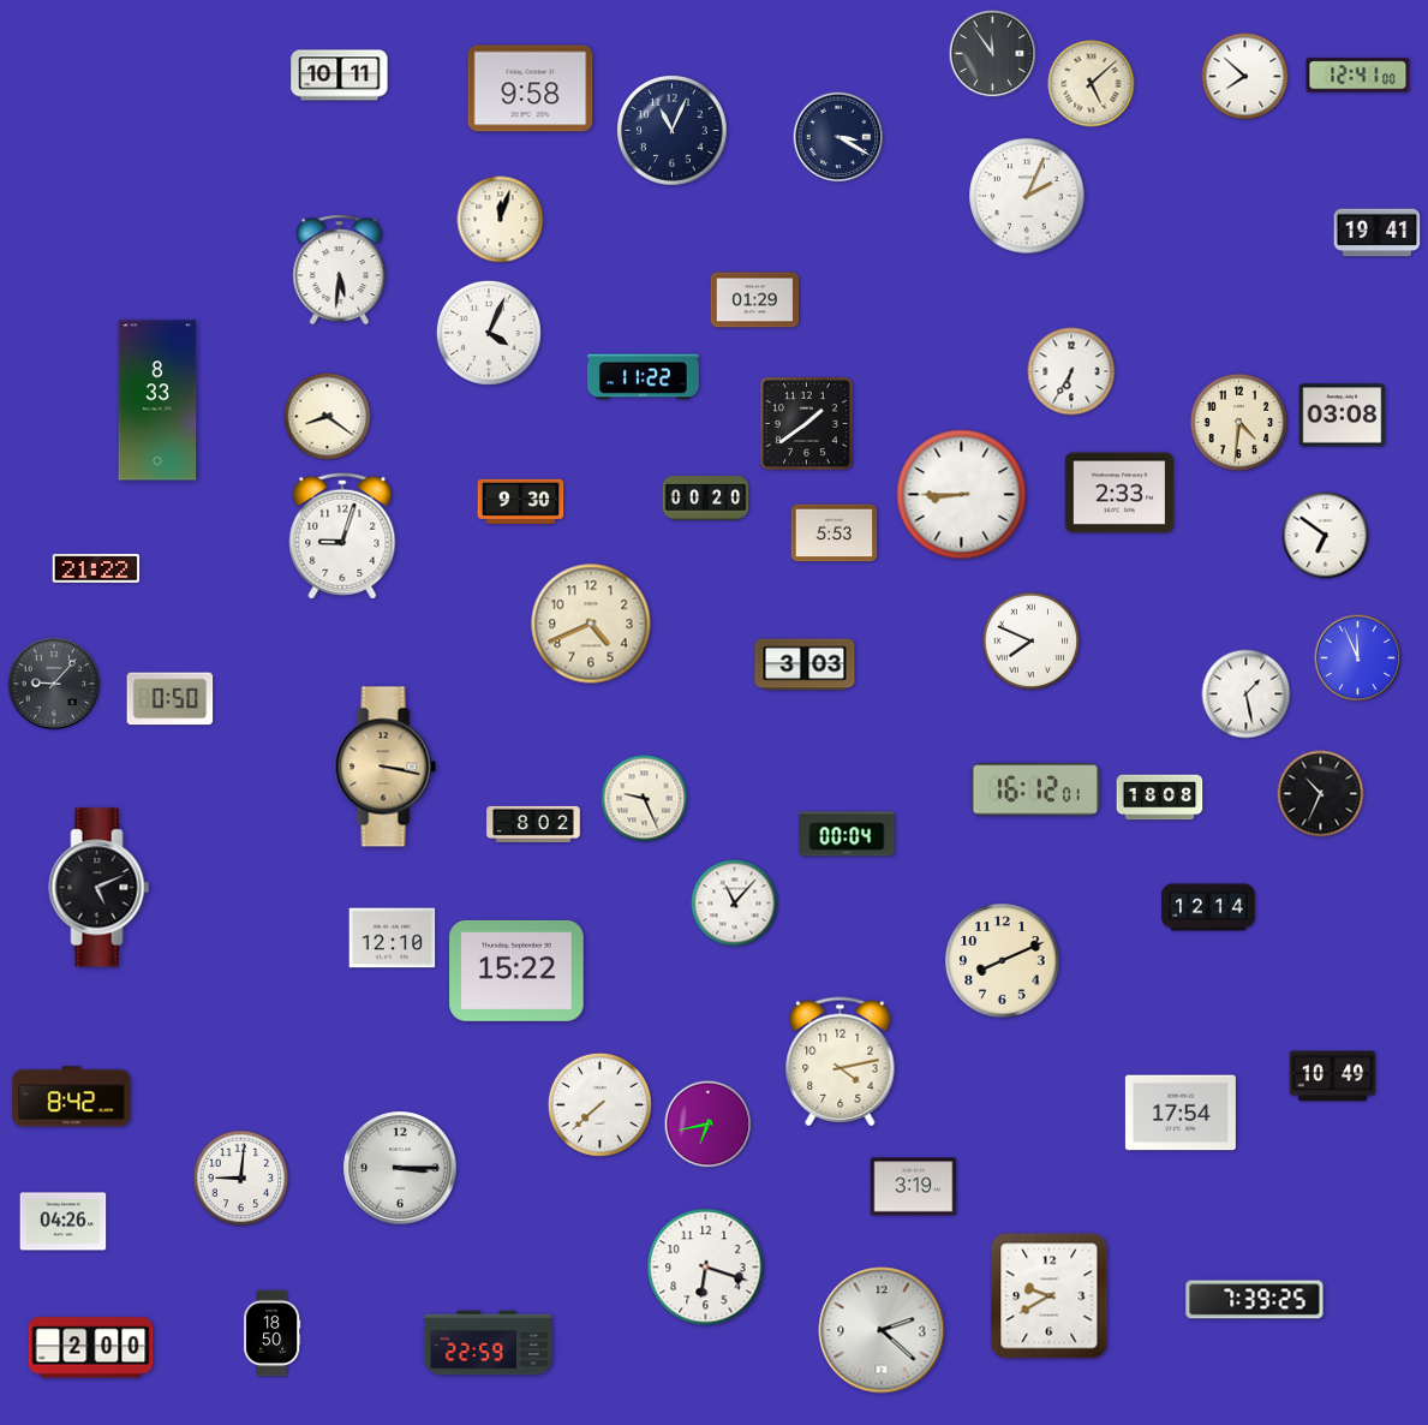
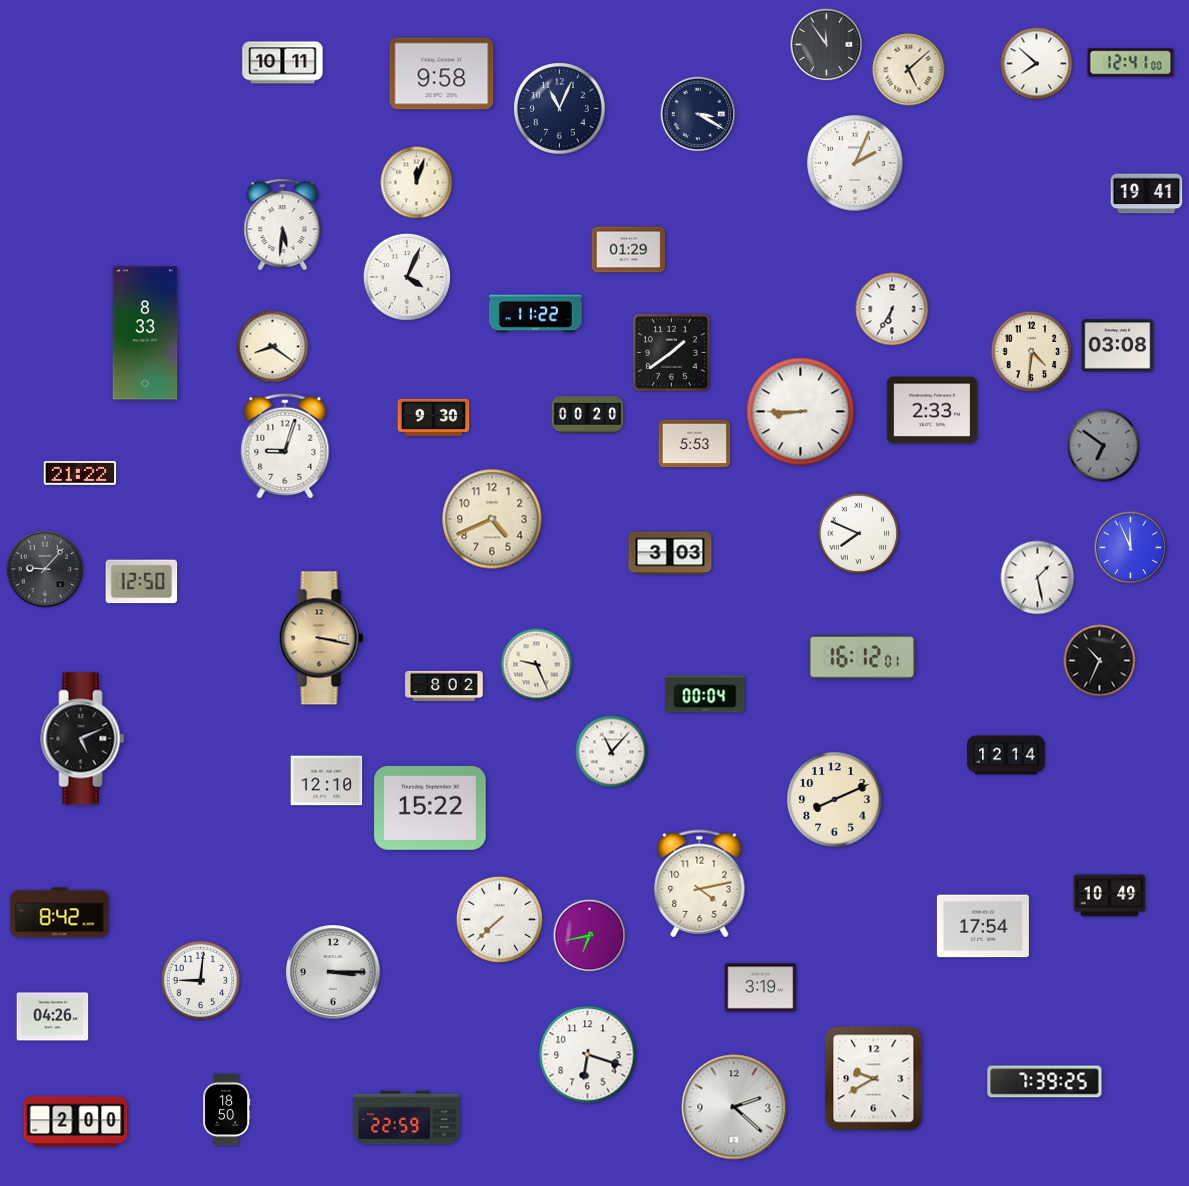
clock at (157, 400) position: (157, 400) -> (145, 333)
clock at (1326, 536) dial: white -> grey
clock at (171, 699): 0:50 -> 12:50
clock at (1160, 798): 18:08 -> none
